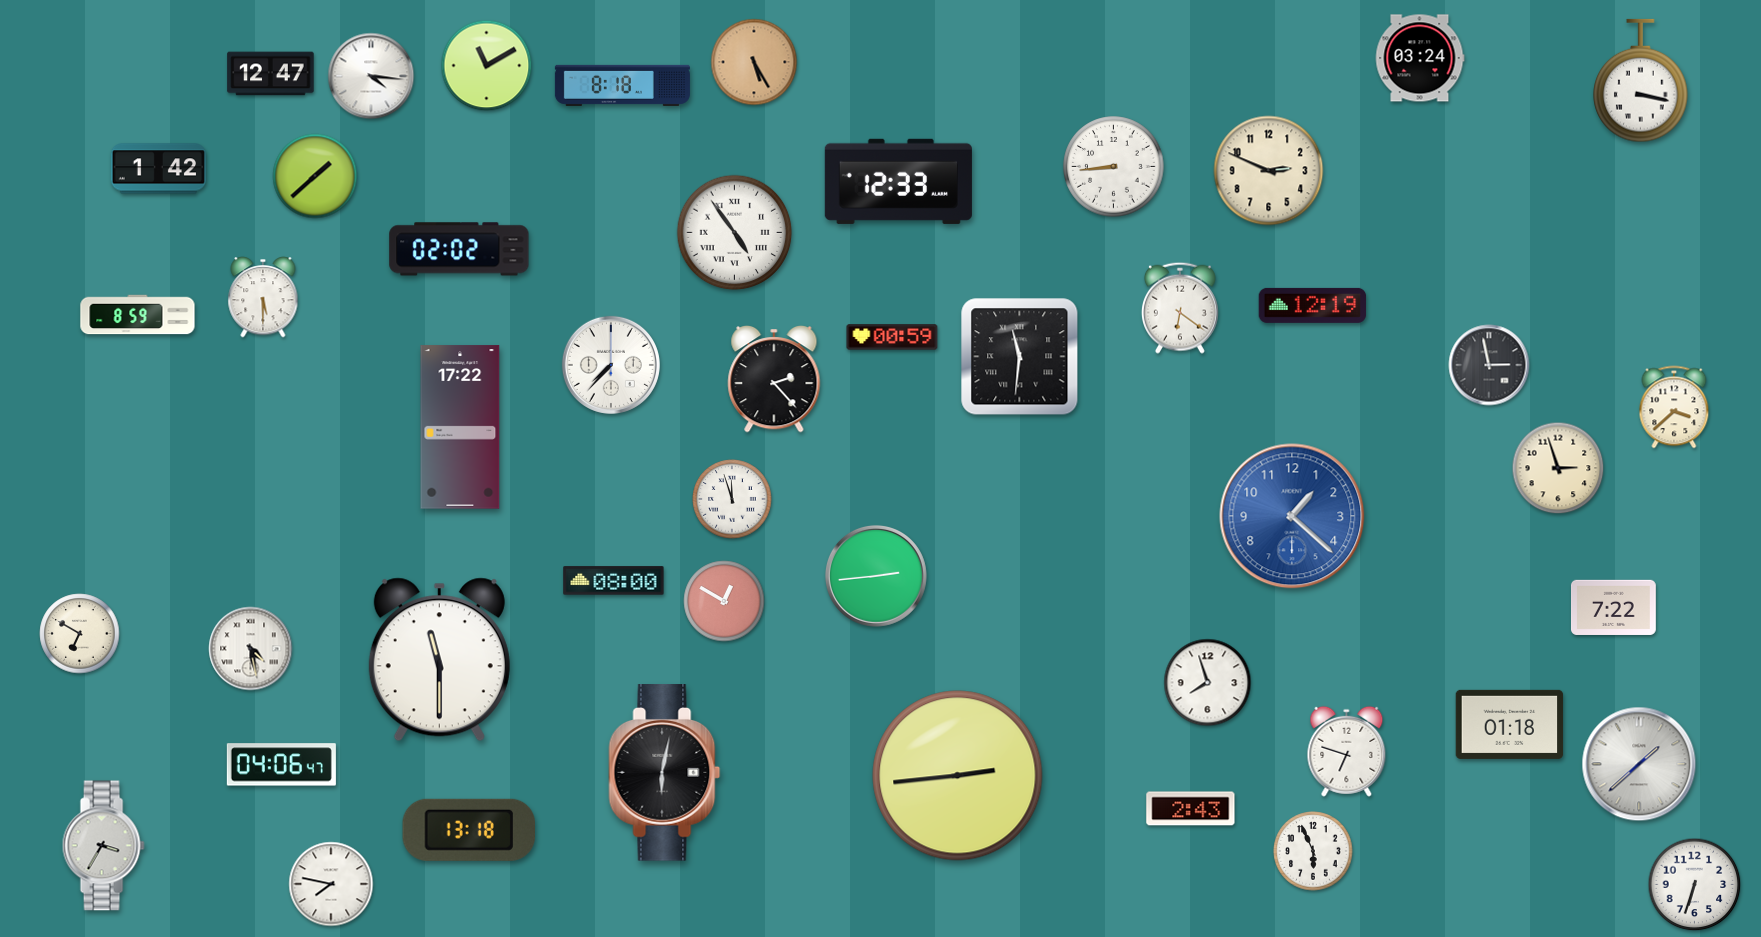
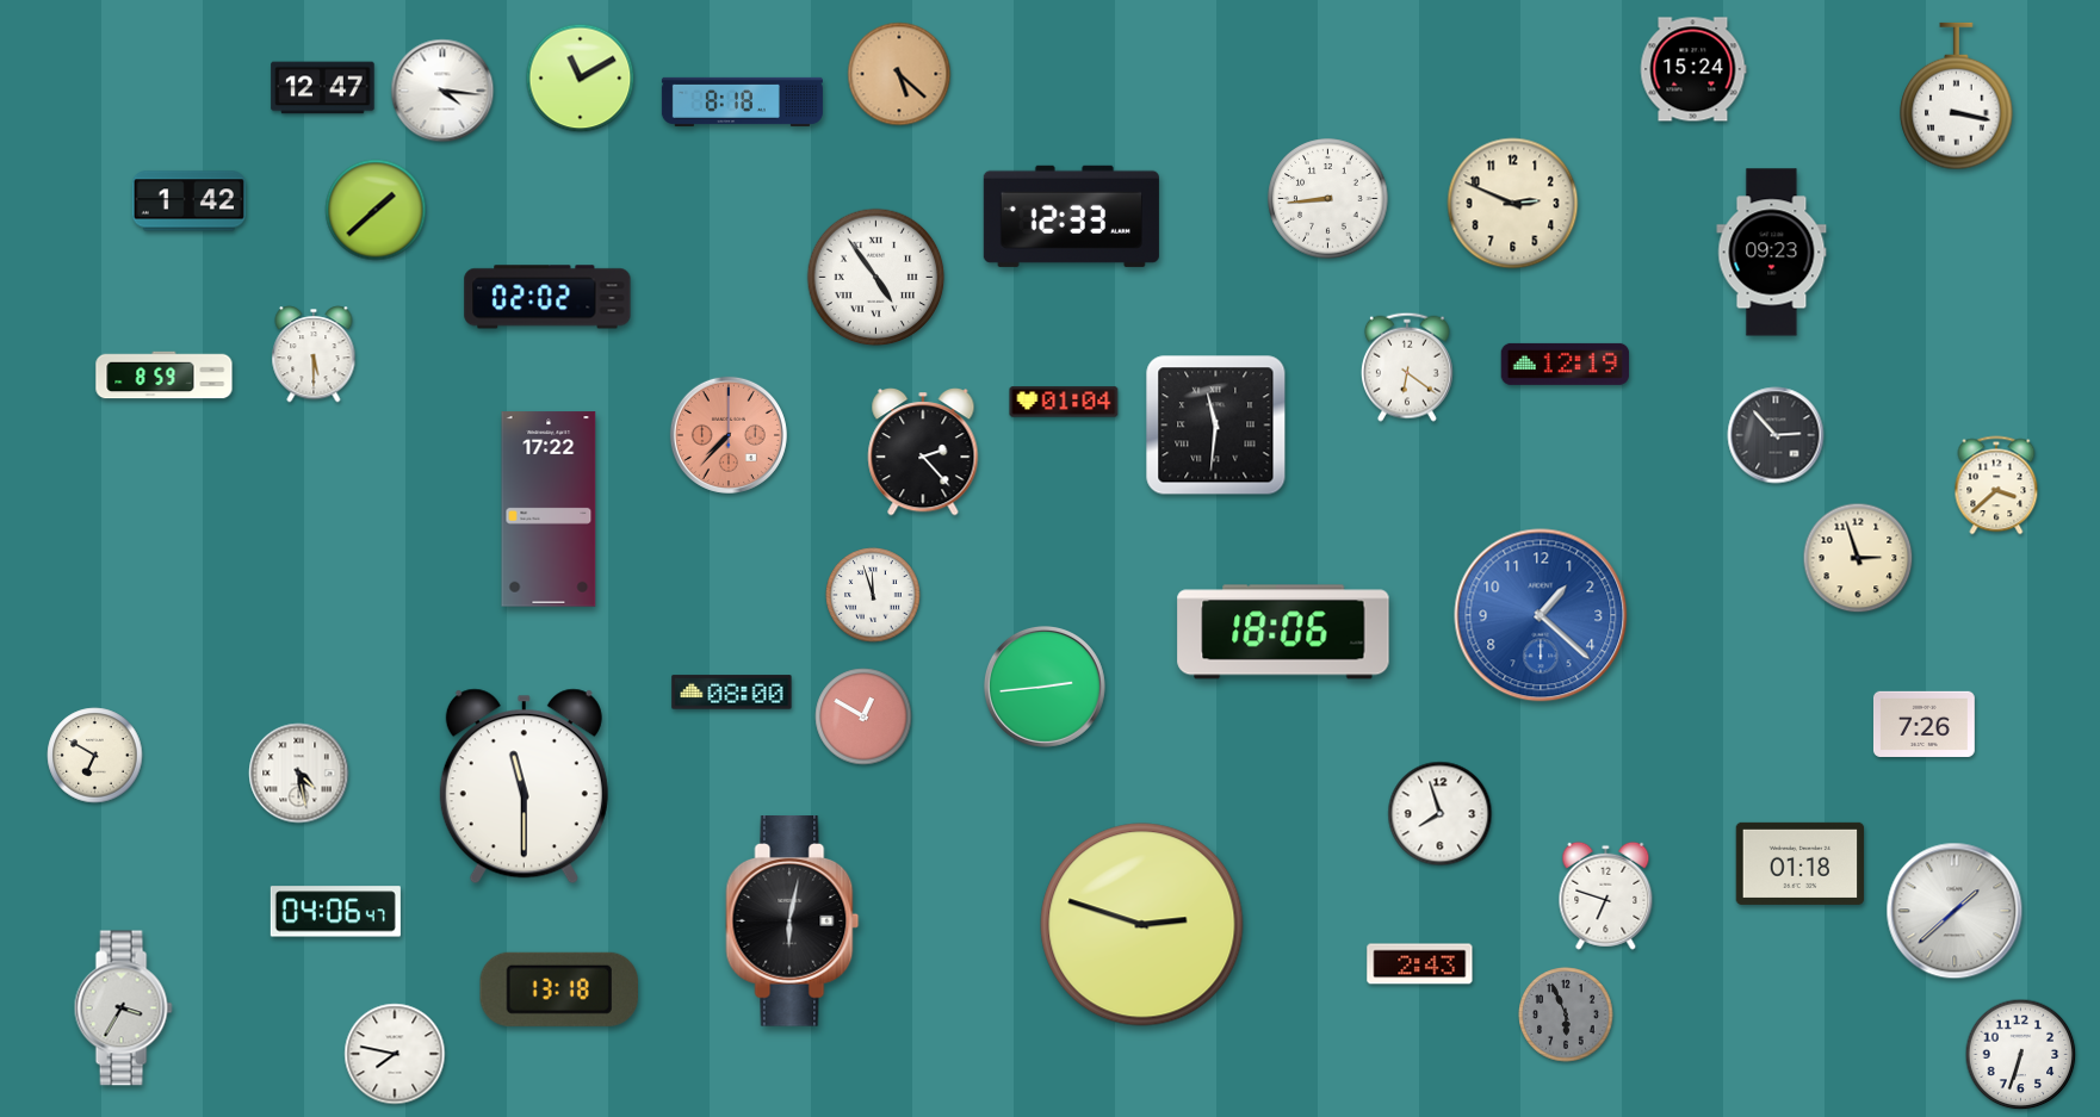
clock at (1420, 58): 03:24 -> 15:24
clock at (754, 62): 5:25 -> 5:22
clock at (1772, 253): none -> 09:23
clock at (892, 337): 00:59 -> 01:04
clock at (611, 365) dial: white -> salmon
clock at (1489, 365): 2:58 -> 2:53
clock at (1283, 632): none -> 18:06
clock at (1614, 607): 7:22 -> 7:26
clock at (958, 776): 2:44 -> 2:48
clock at (1313, 851) dial: white -> grey
